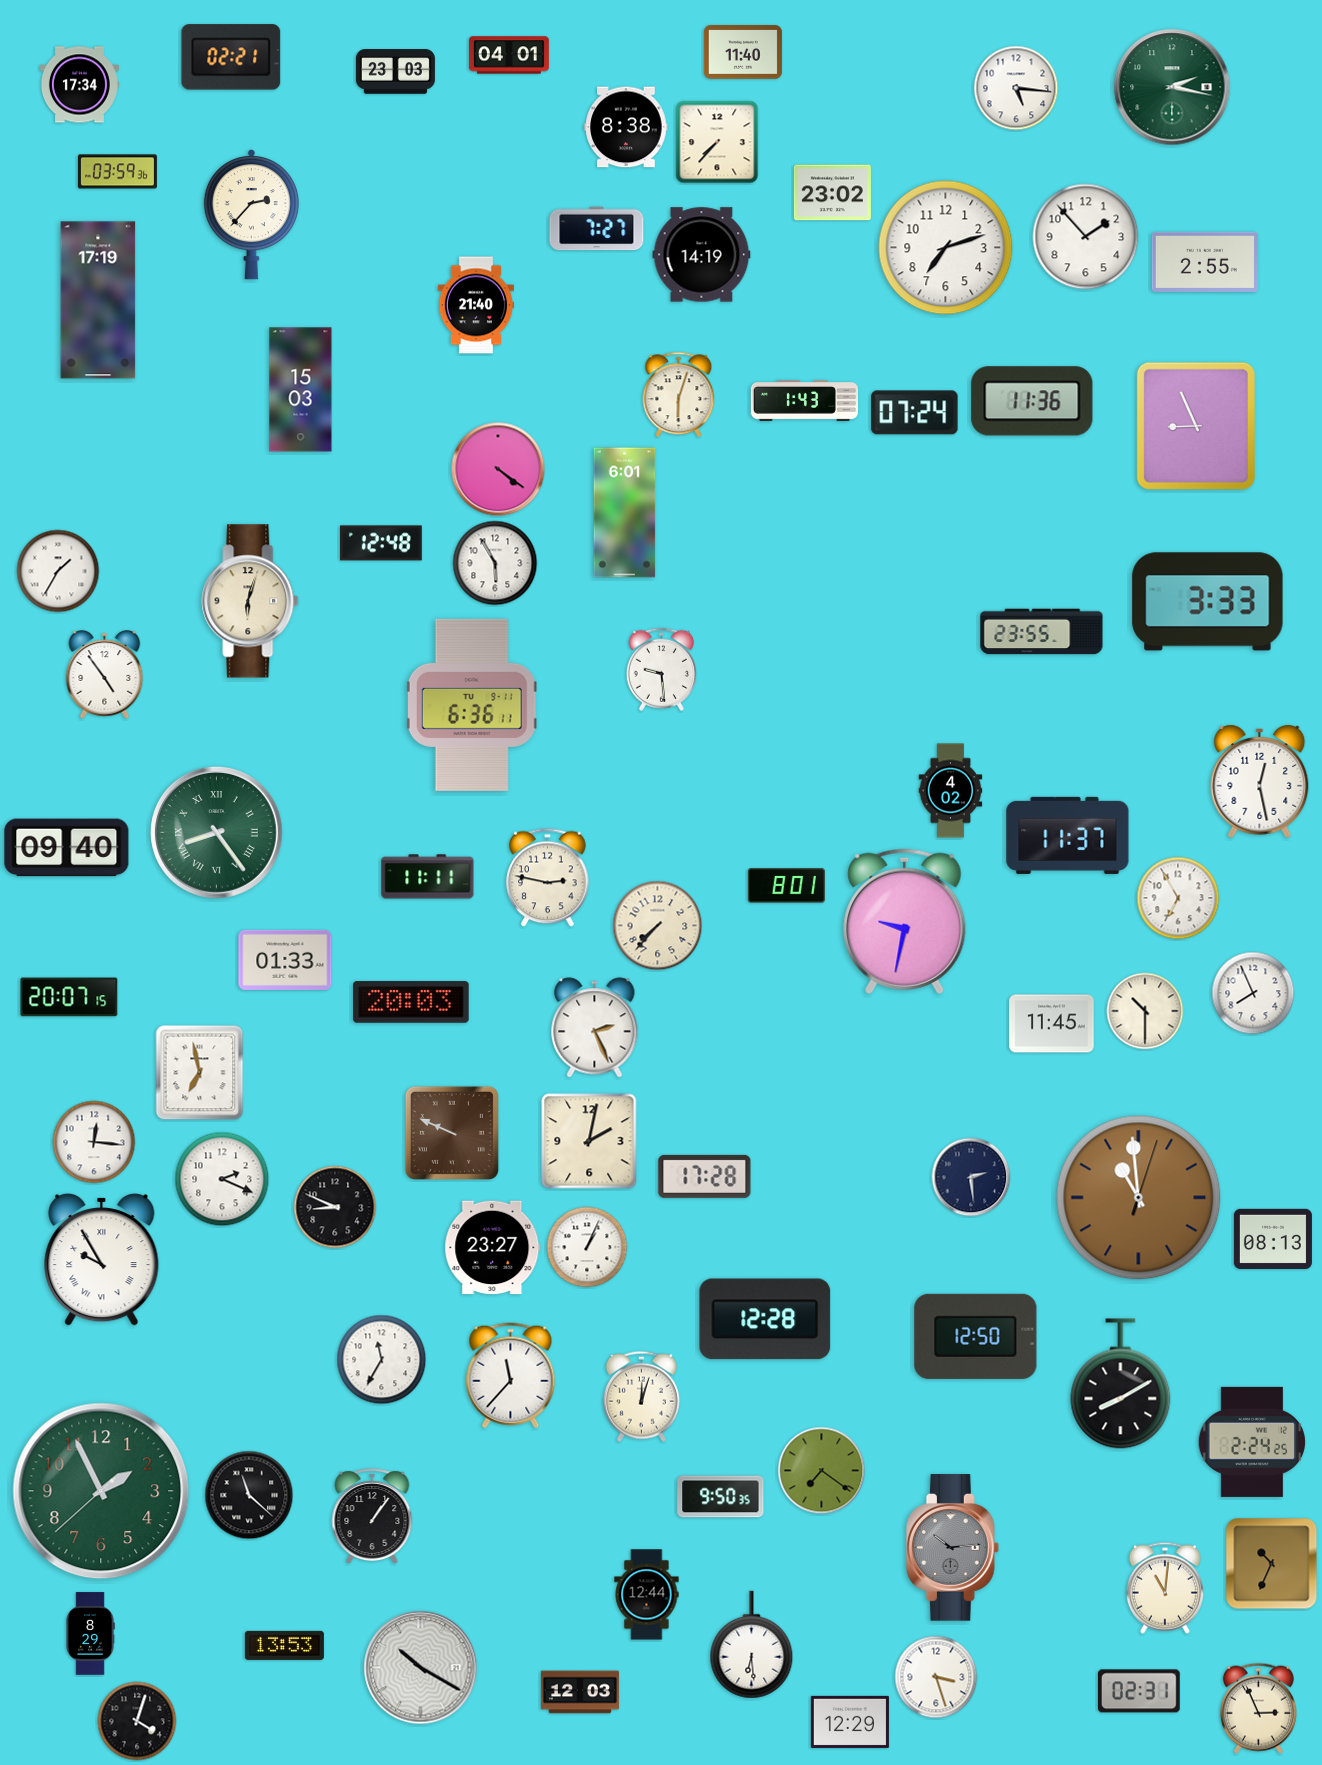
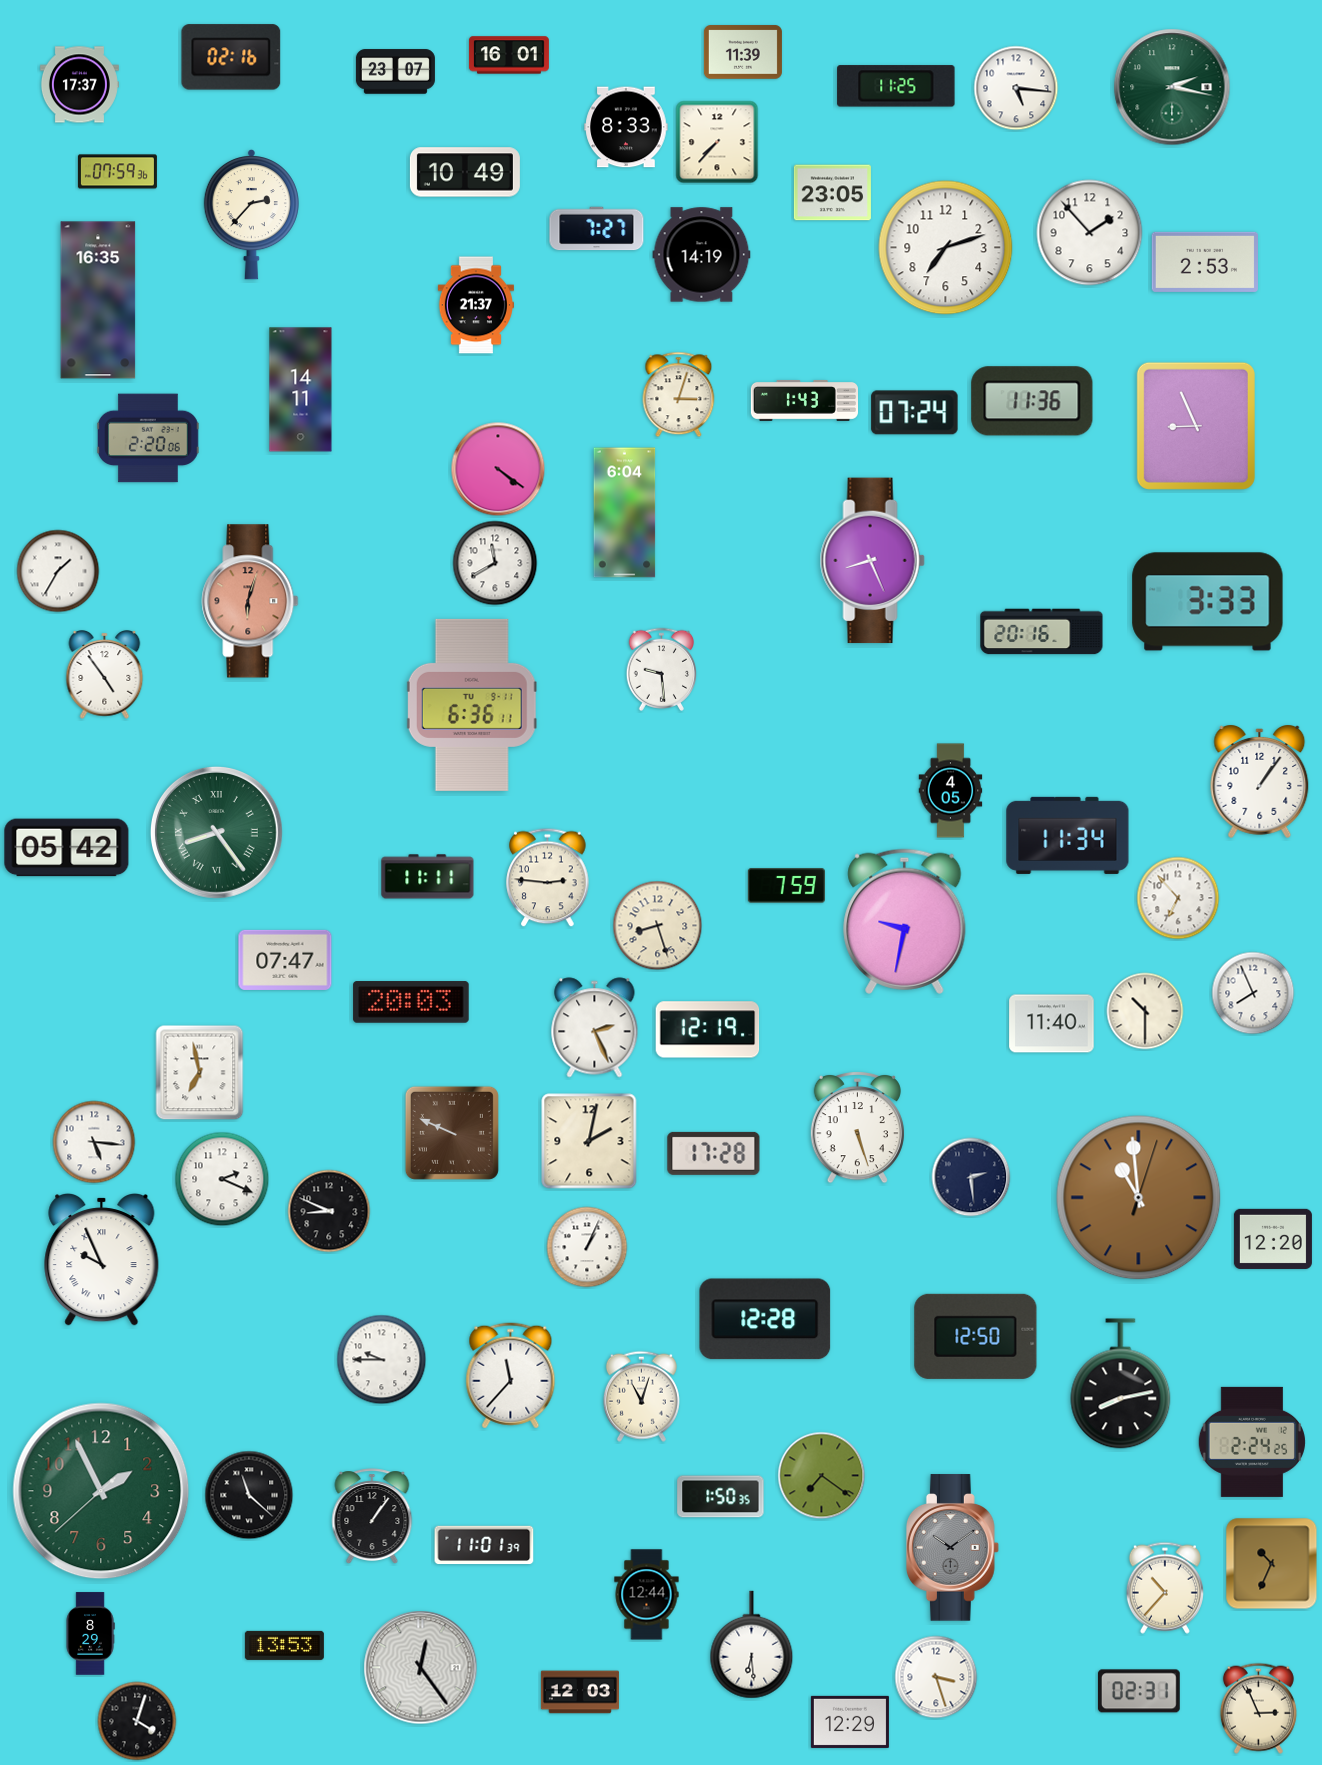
clock at (743, 52): 11:40 -> 11:39
clock at (509, 55): 04:01 -> 16:01
clock at (231, 57): 02:21 -> 02:16
clock at (395, 72): 23:03 -> 23:07
clock at (79, 85): 17:34 -> 17:37
clock at (896, 86): none -> 11:25
clock at (626, 127): 8:38 -> 8:33
clock at (117, 172): 03:59 -> 07:59
clock at (465, 172): none -> 10:49
clock at (832, 193): 23:02 -> 23:05
clock at (1086, 237) position: (1086, 237) -> (1090, 233)
clock at (1205, 262): 2:55 -> 2:53
clock at (98, 300): 17:19 -> 16:35
clock at (476, 305): 21:40 -> 21:37
clock at (301, 390): 15:03 -> 14:11
clock at (679, 395): 6:03 -> 3:03
clock at (148, 438): none -> 2:20
clock at (625, 513): 6:01 -> 6:04
clock at (382, 543): 12:48 -> none
clock at (872, 561): none -> 8:26
clock at (495, 563): 5:55 -> 11:40
clock at (250, 601) dial: cream -> salmon
clock at (1042, 632): 23:55 -> 20:16
clock at (1260, 782): 12:28 -> 1:06
clock at (951, 791): 4:02 -> 4:05
clock at (1068, 835): 11:37 -> 11:34
clock at (67, 848): 09:40 -> 05:42
clock at (548, 878): 2:47 -> 2:46
clock at (786, 886): 8:01 -> 7:59
clock at (1178, 898): 6:55 -> 6:53
clock at (658, 926): 7:37 -> 8:27
clock at (285, 960): 01:33 -> 07:47
clock at (69, 997): 20:07 -> none
clock at (1052, 1024): 11:45 -> 11:40
clock at (708, 1030): none -> 12:19
clock at (857, 1128): none -> 5:27
clock at (94, 1142): 12:16 -> 5:16
clock at (705, 1176) position: (705, 1176) -> (714, 1153)
clock at (335, 1207) position: (335, 1207) -> (329, 1211)
clock at (1273, 1239): 08:13 -> 12:20
clock at (493, 1248): 23:27 -> none
clock at (102, 1260): 9:55 -> 9:56
clock at (382, 1360): 11:35 -> 9:45
clock at (1121, 1384): 8:10 -> 8:13
clock at (641, 1396): 12:03 -> 11:03
clock at (822, 1471) position: (822, 1471) -> (822, 1476)
clock at (721, 1497): 9:50 -> 1:50
clock at (484, 1545): none -> 11:01
clock at (952, 1548): 10:14 -> 10:09
clock at (1165, 1588): 11:01 -> 10:37
clock at (421, 1668): 10:20 -> 12:24
